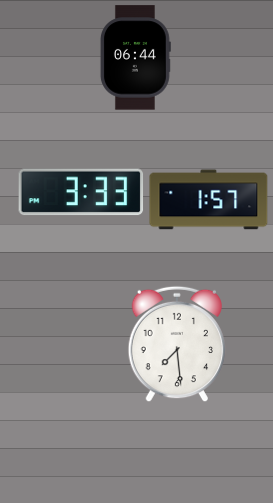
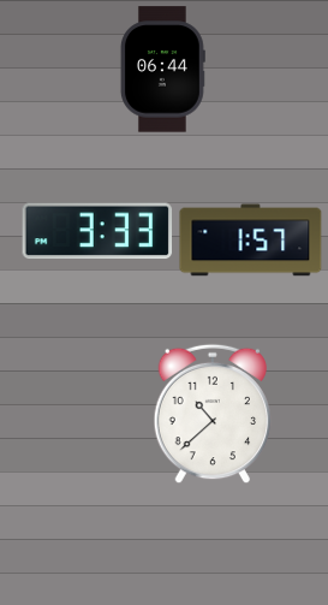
clock at (176, 344): 7:29 -> 10:38
